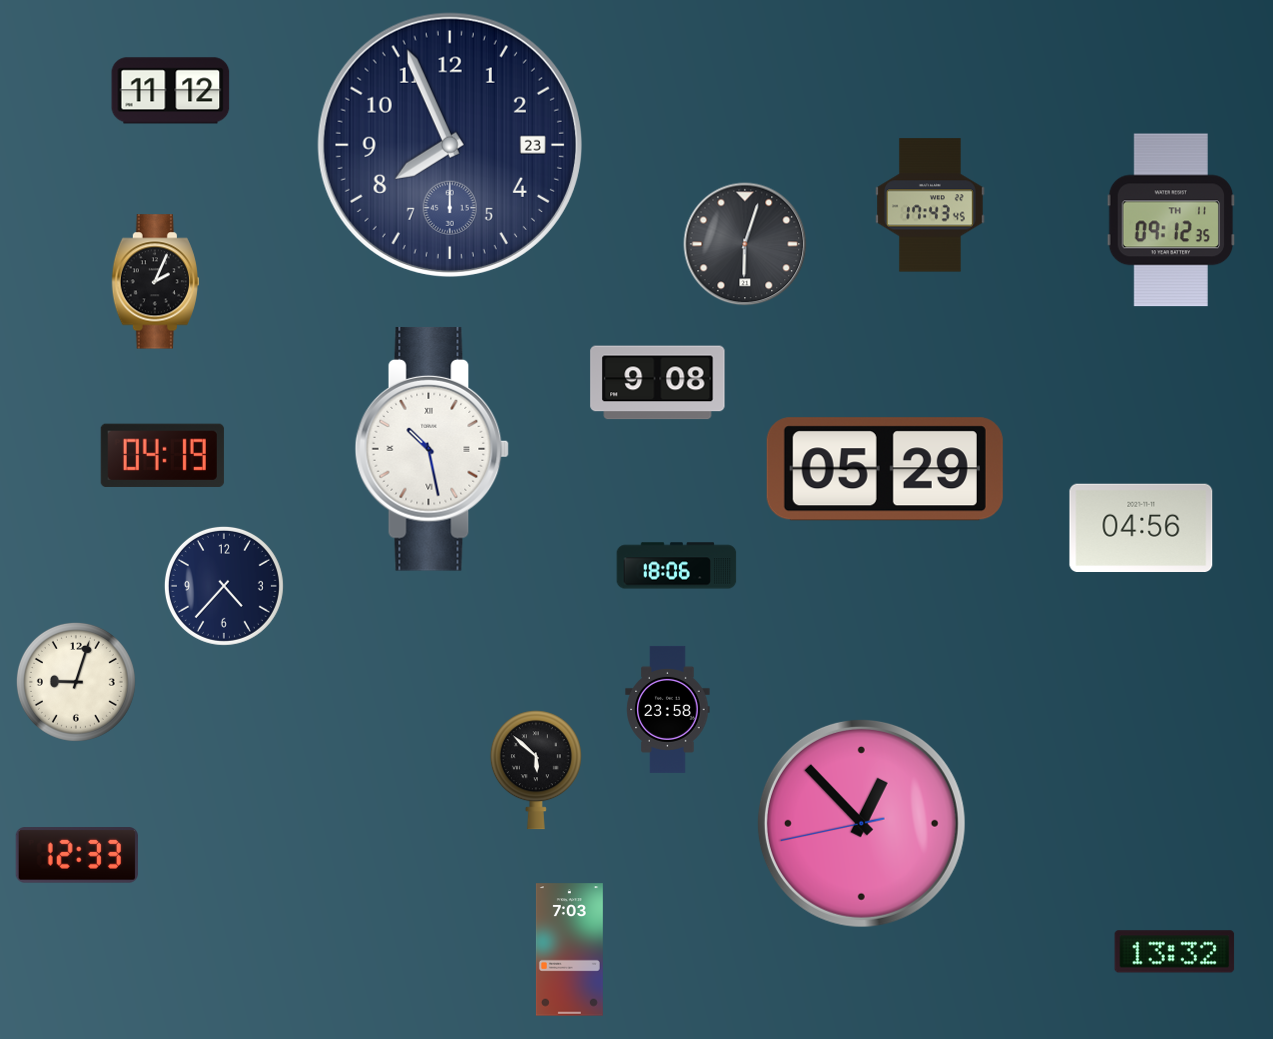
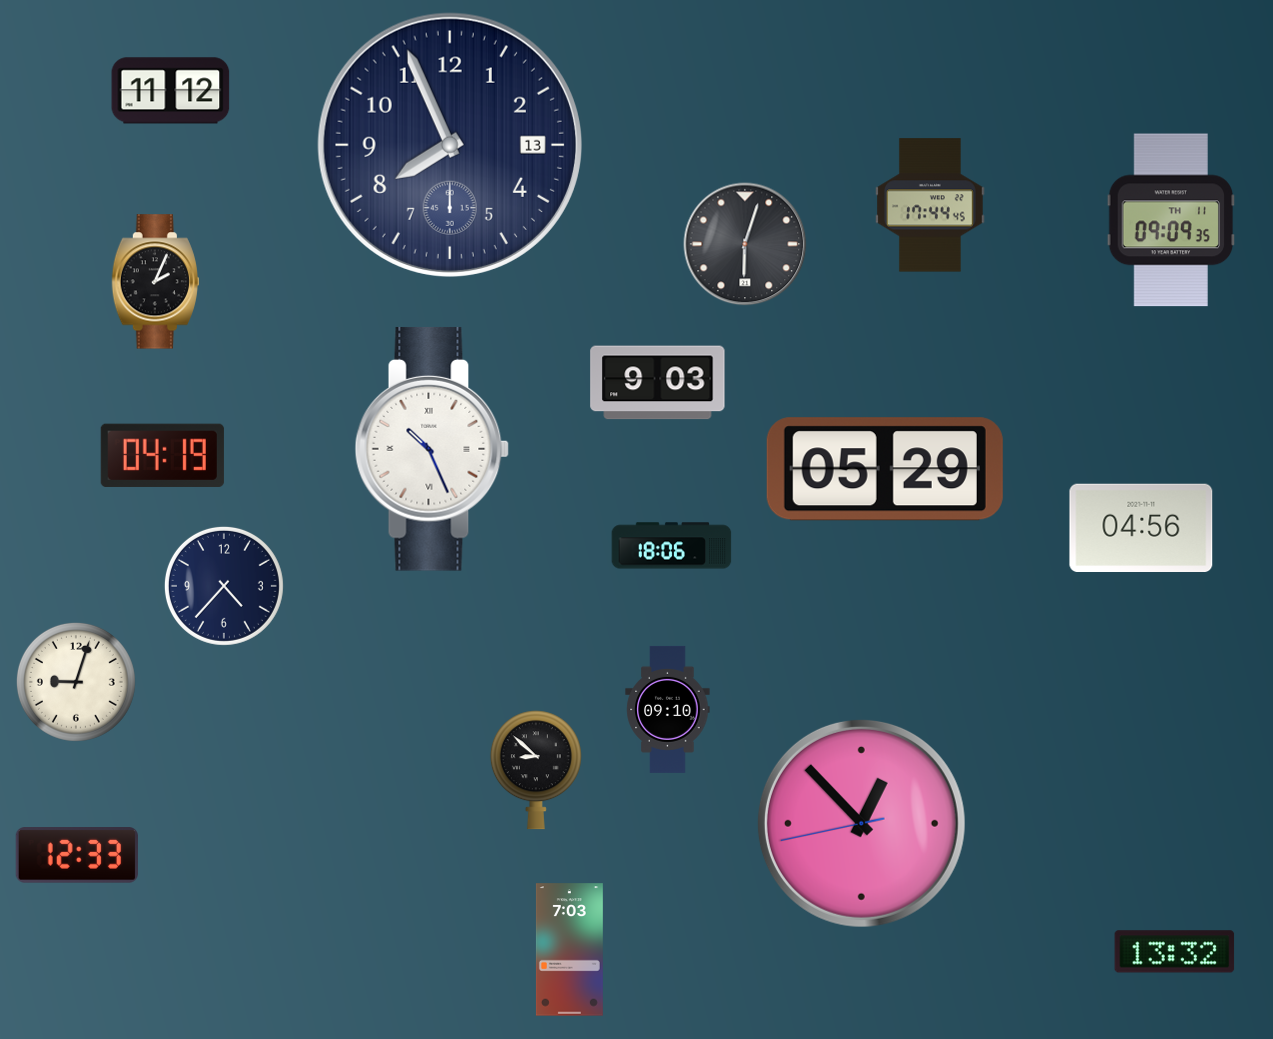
clock at (450, 145) date: 23 -> 13
clock at (931, 205): 17:43 -> 17:44
clock at (1171, 220): 09:12 -> 09:09
clock at (658, 383): 9:08 -> 9:03
clock at (432, 449): 10:28 -> 10:26
clock at (677, 566) position: (677, 566) -> (672, 546)
clock at (668, 709): 23:58 -> 09:10
clock at (536, 770): 5:52 -> 8:52
